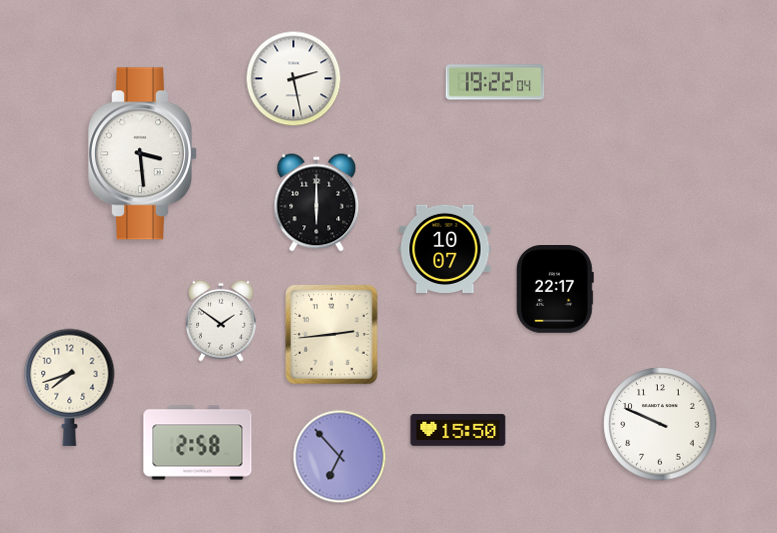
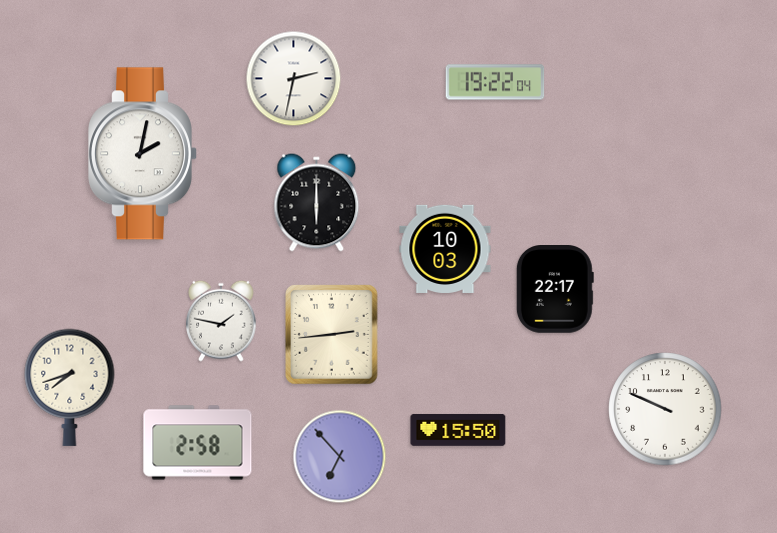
clock at (294, 79): 2:28 -> 2:32
clock at (143, 154): 3:29 -> 2:02
clock at (445, 249): 10:07 -> 10:03
clock at (221, 321): 1:51 -> 1:47
clock at (660, 424) position: (660, 424) -> (665, 409)
